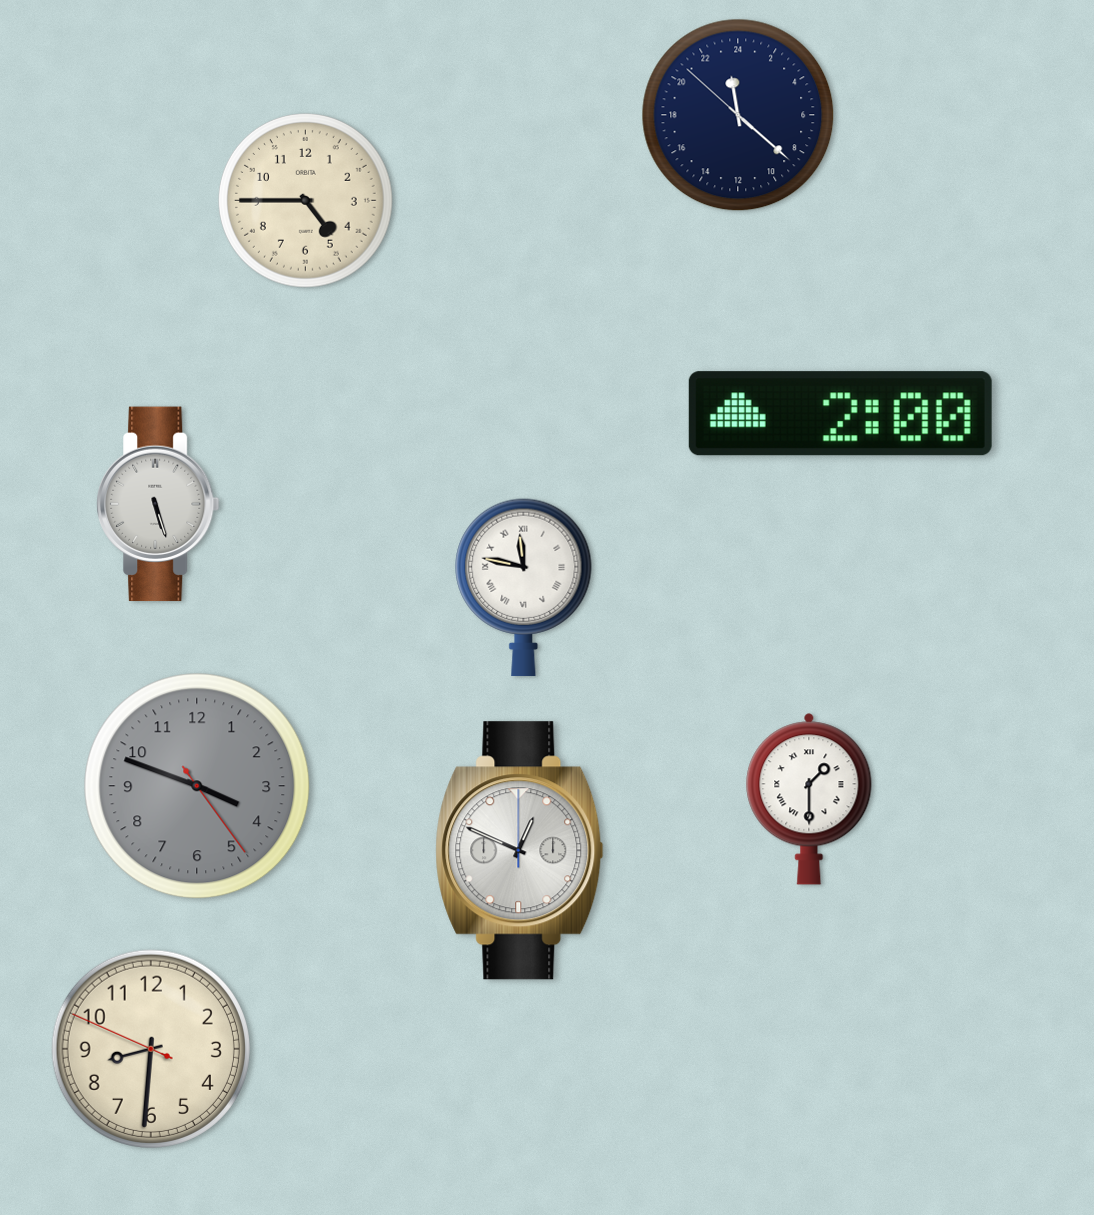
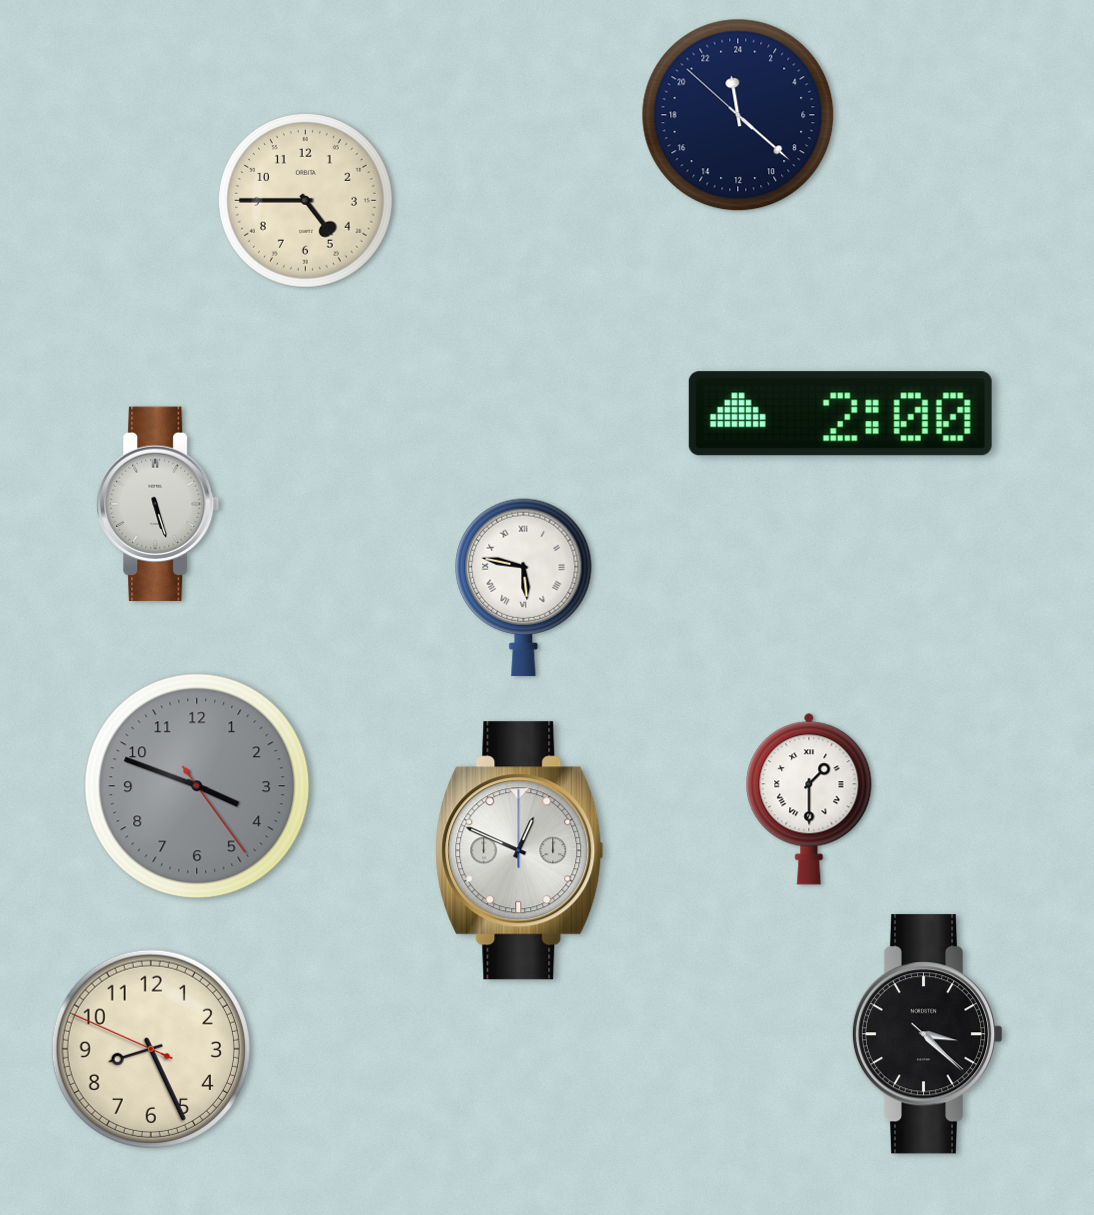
clock at (524, 588): 11:47 -> 5:47
clock at (927, 1034): none -> 3:22
clock at (151, 1049): 8:30 -> 8:25
